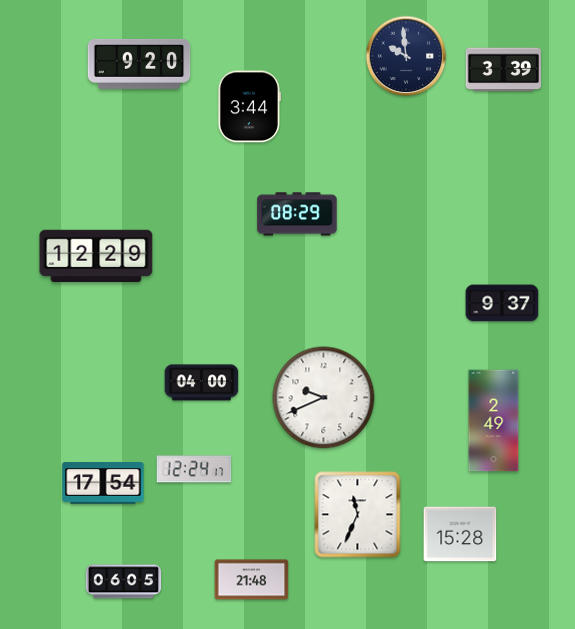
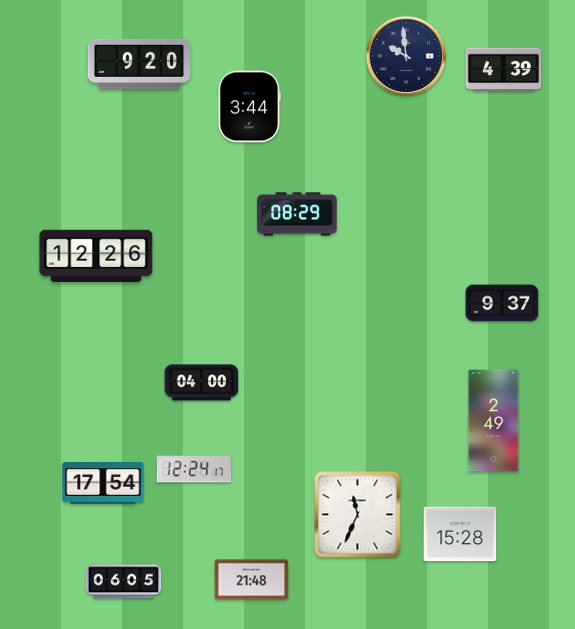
clock at (503, 70): 3:39 -> 4:39
clock at (96, 255): 12:29 -> 12:26
clock at (324, 398): 9:41 -> none
